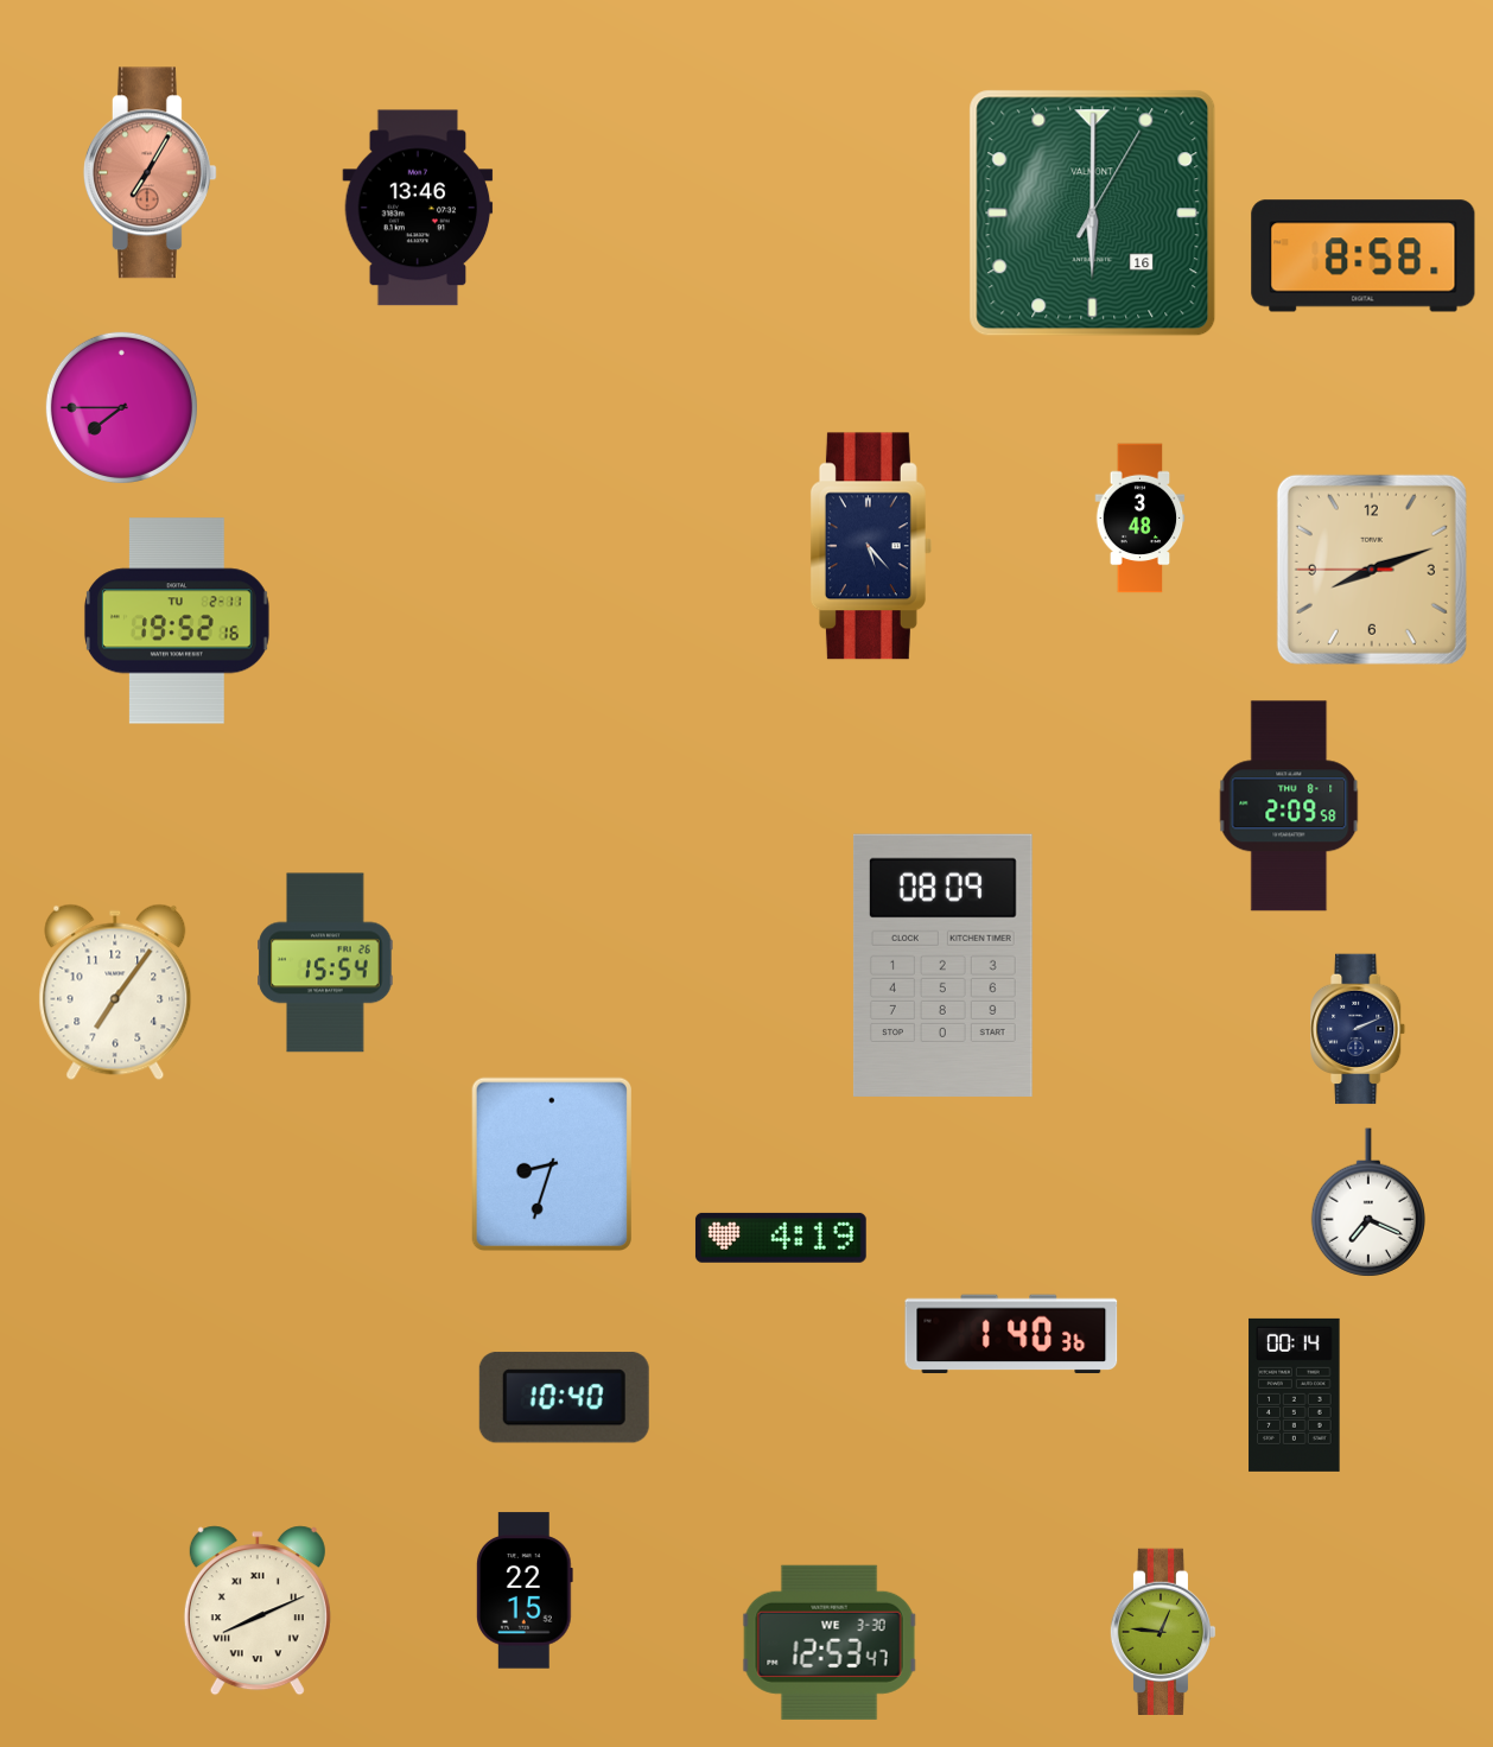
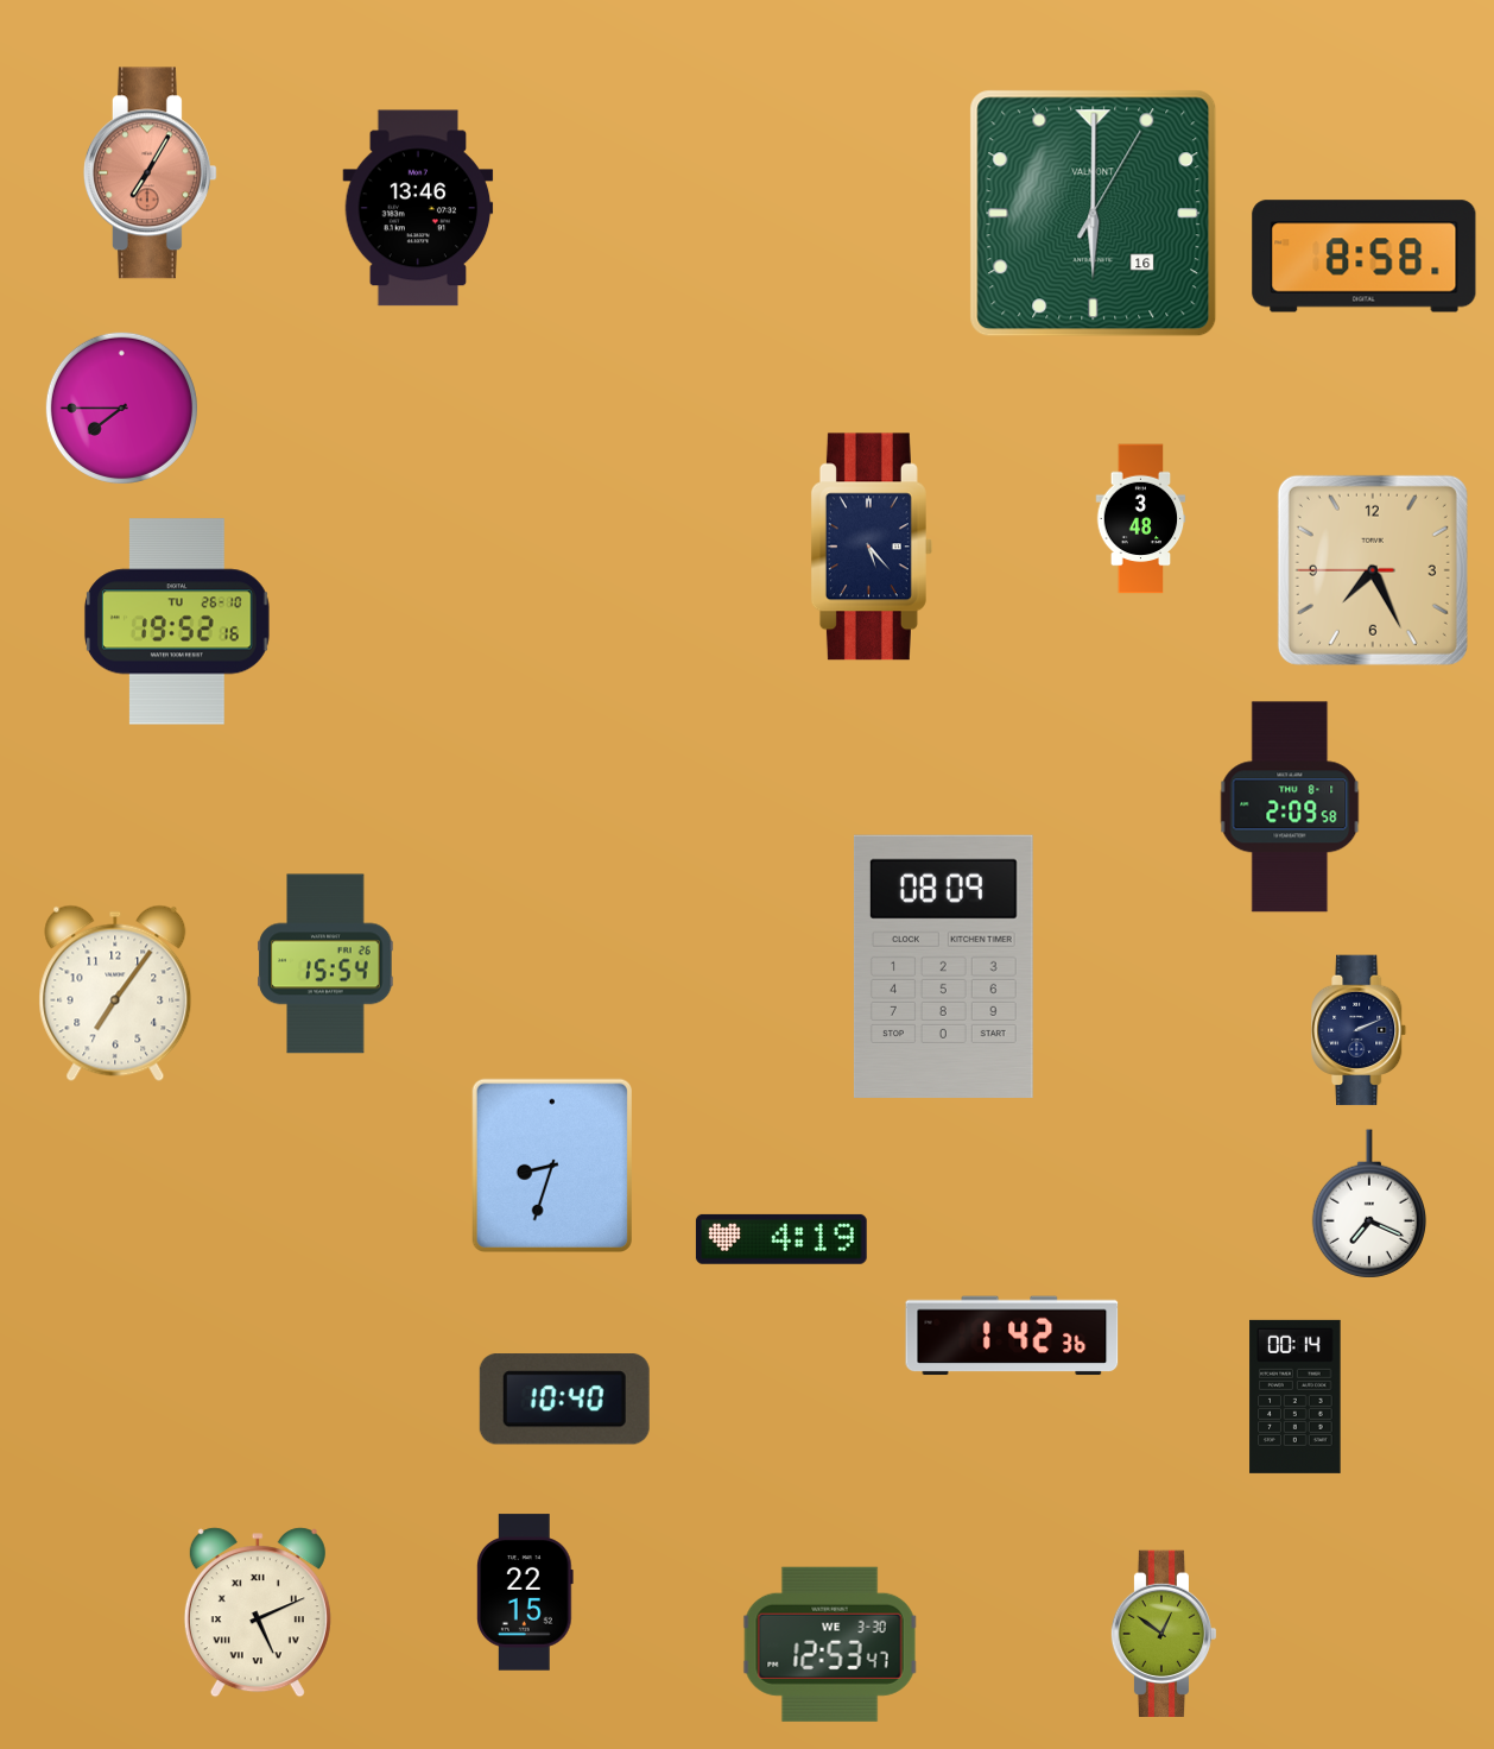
clock at (1372, 570): 8:11 -> 7:25
clock at (177, 621) date: TU 2-11 -> TU 26-10
clock at (1011, 1334): 1:40 -> 1:42
clock at (258, 1611): 8:11 -> 5:11
clock at (1163, 1631): 12:46 -> 12:51
